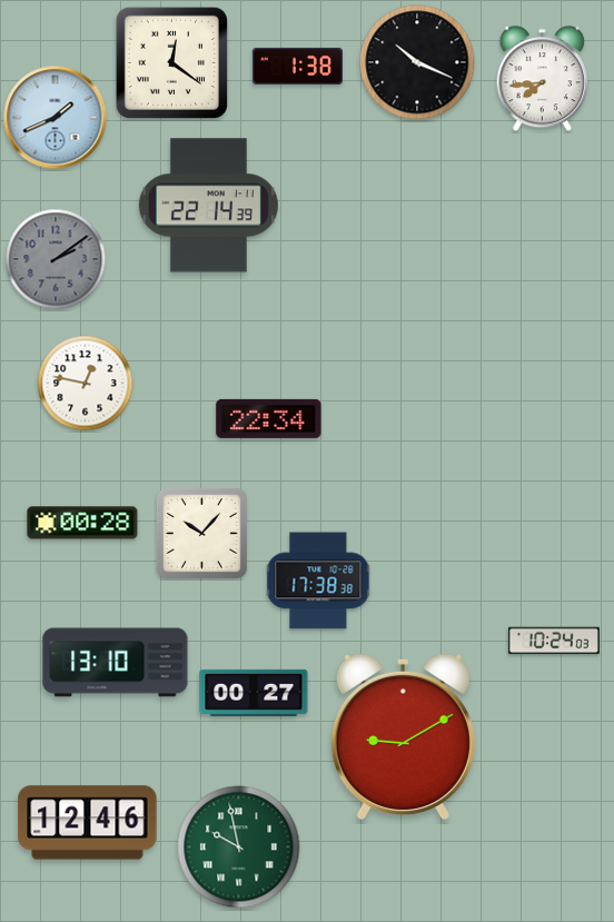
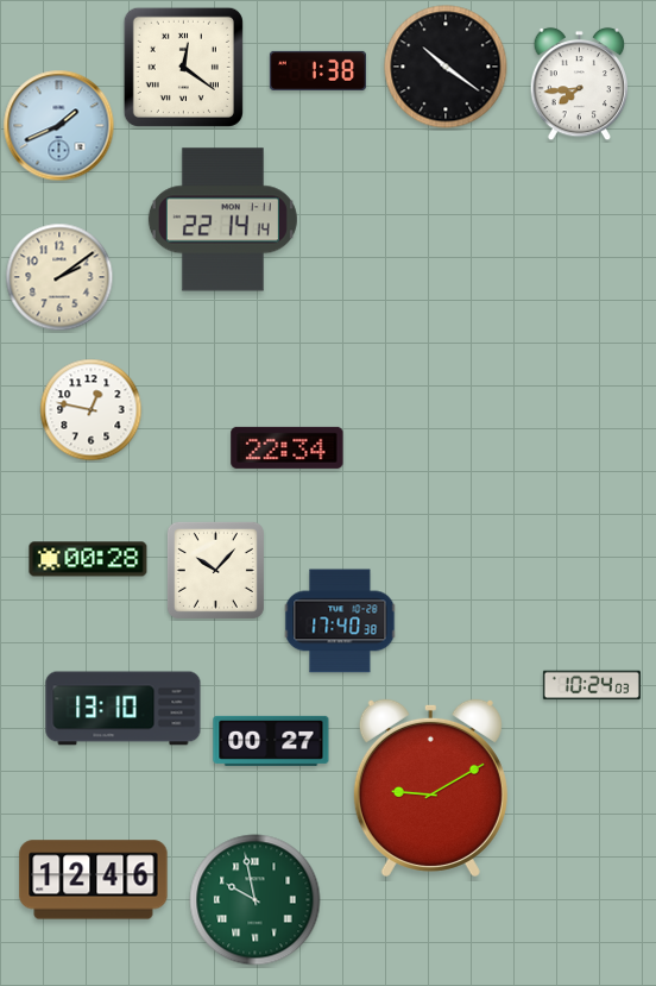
clock at (417, 62): 10:19 -> 10:21
clock at (208, 206): 22:14:39 -> 22:14:14
clock at (56, 259) dial: grey -> cream
clock at (318, 581): 17:38 -> 17:40
clock at (239, 847) position: (239, 847) -> (256, 900)
